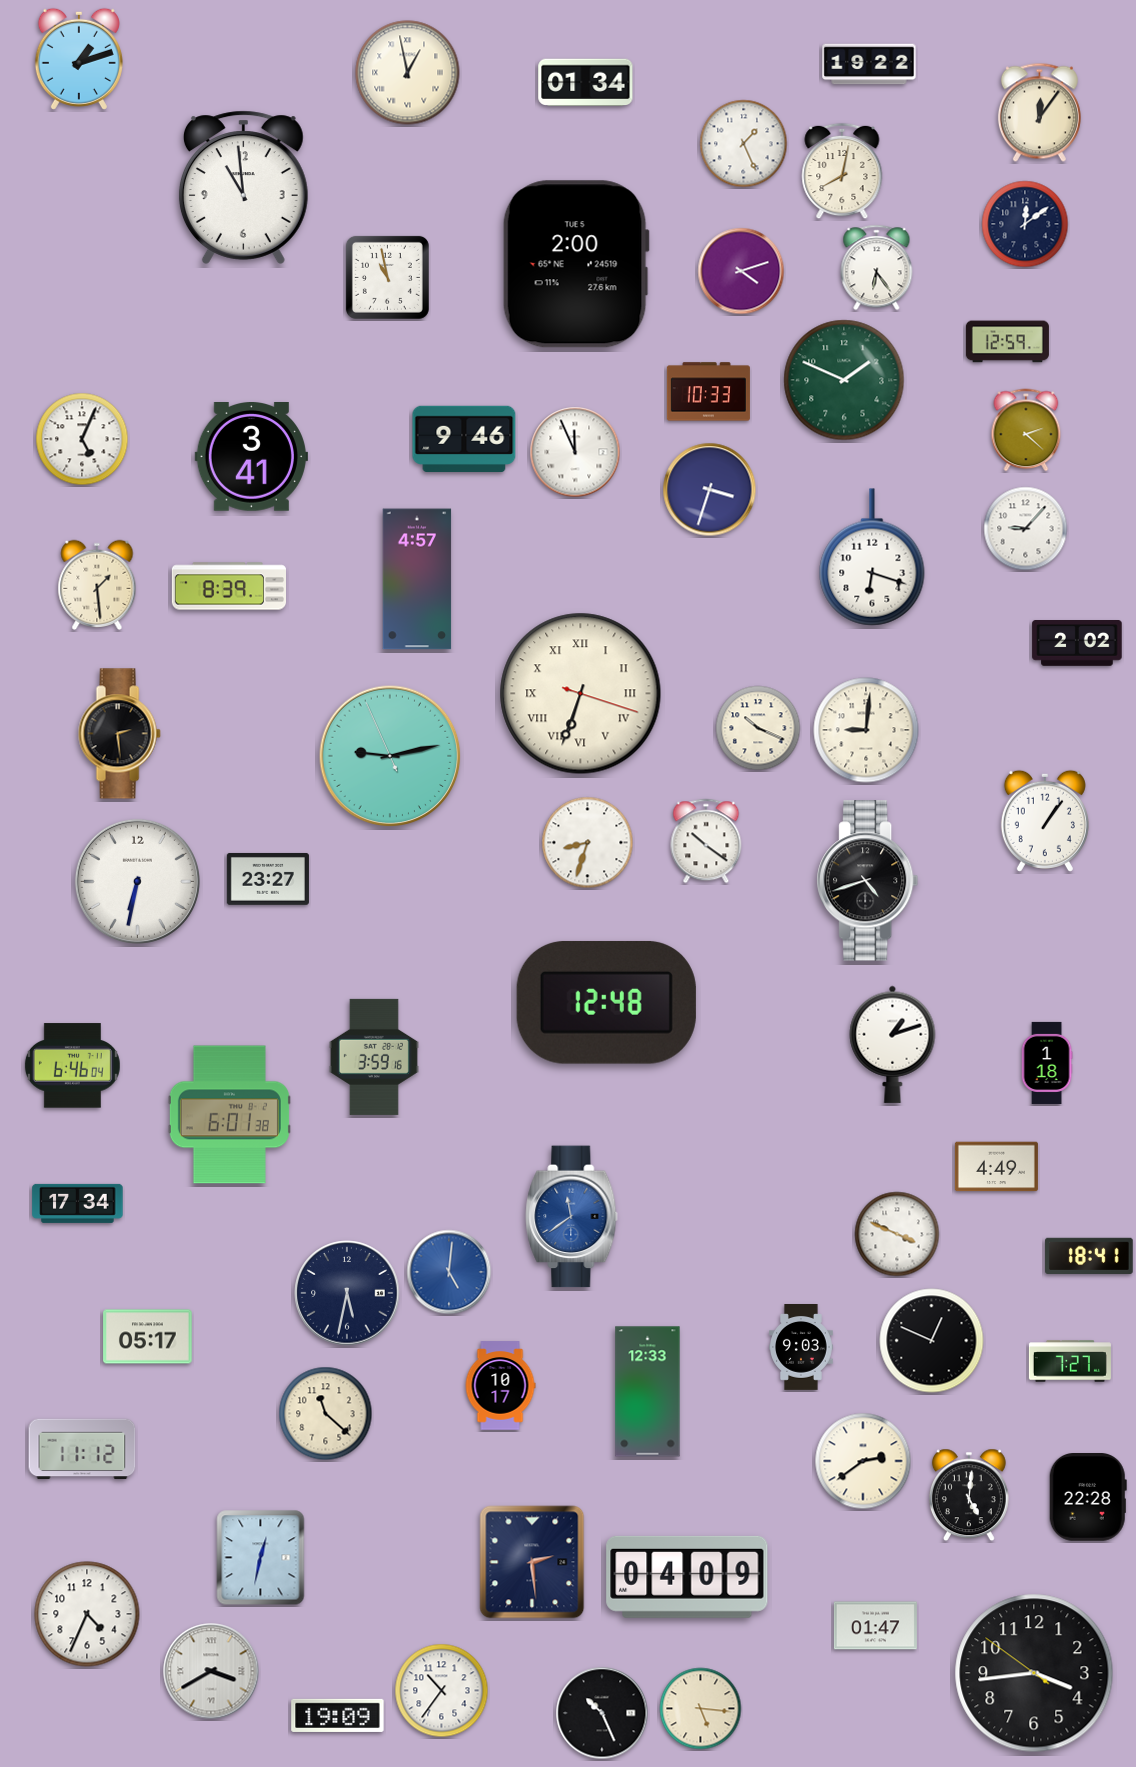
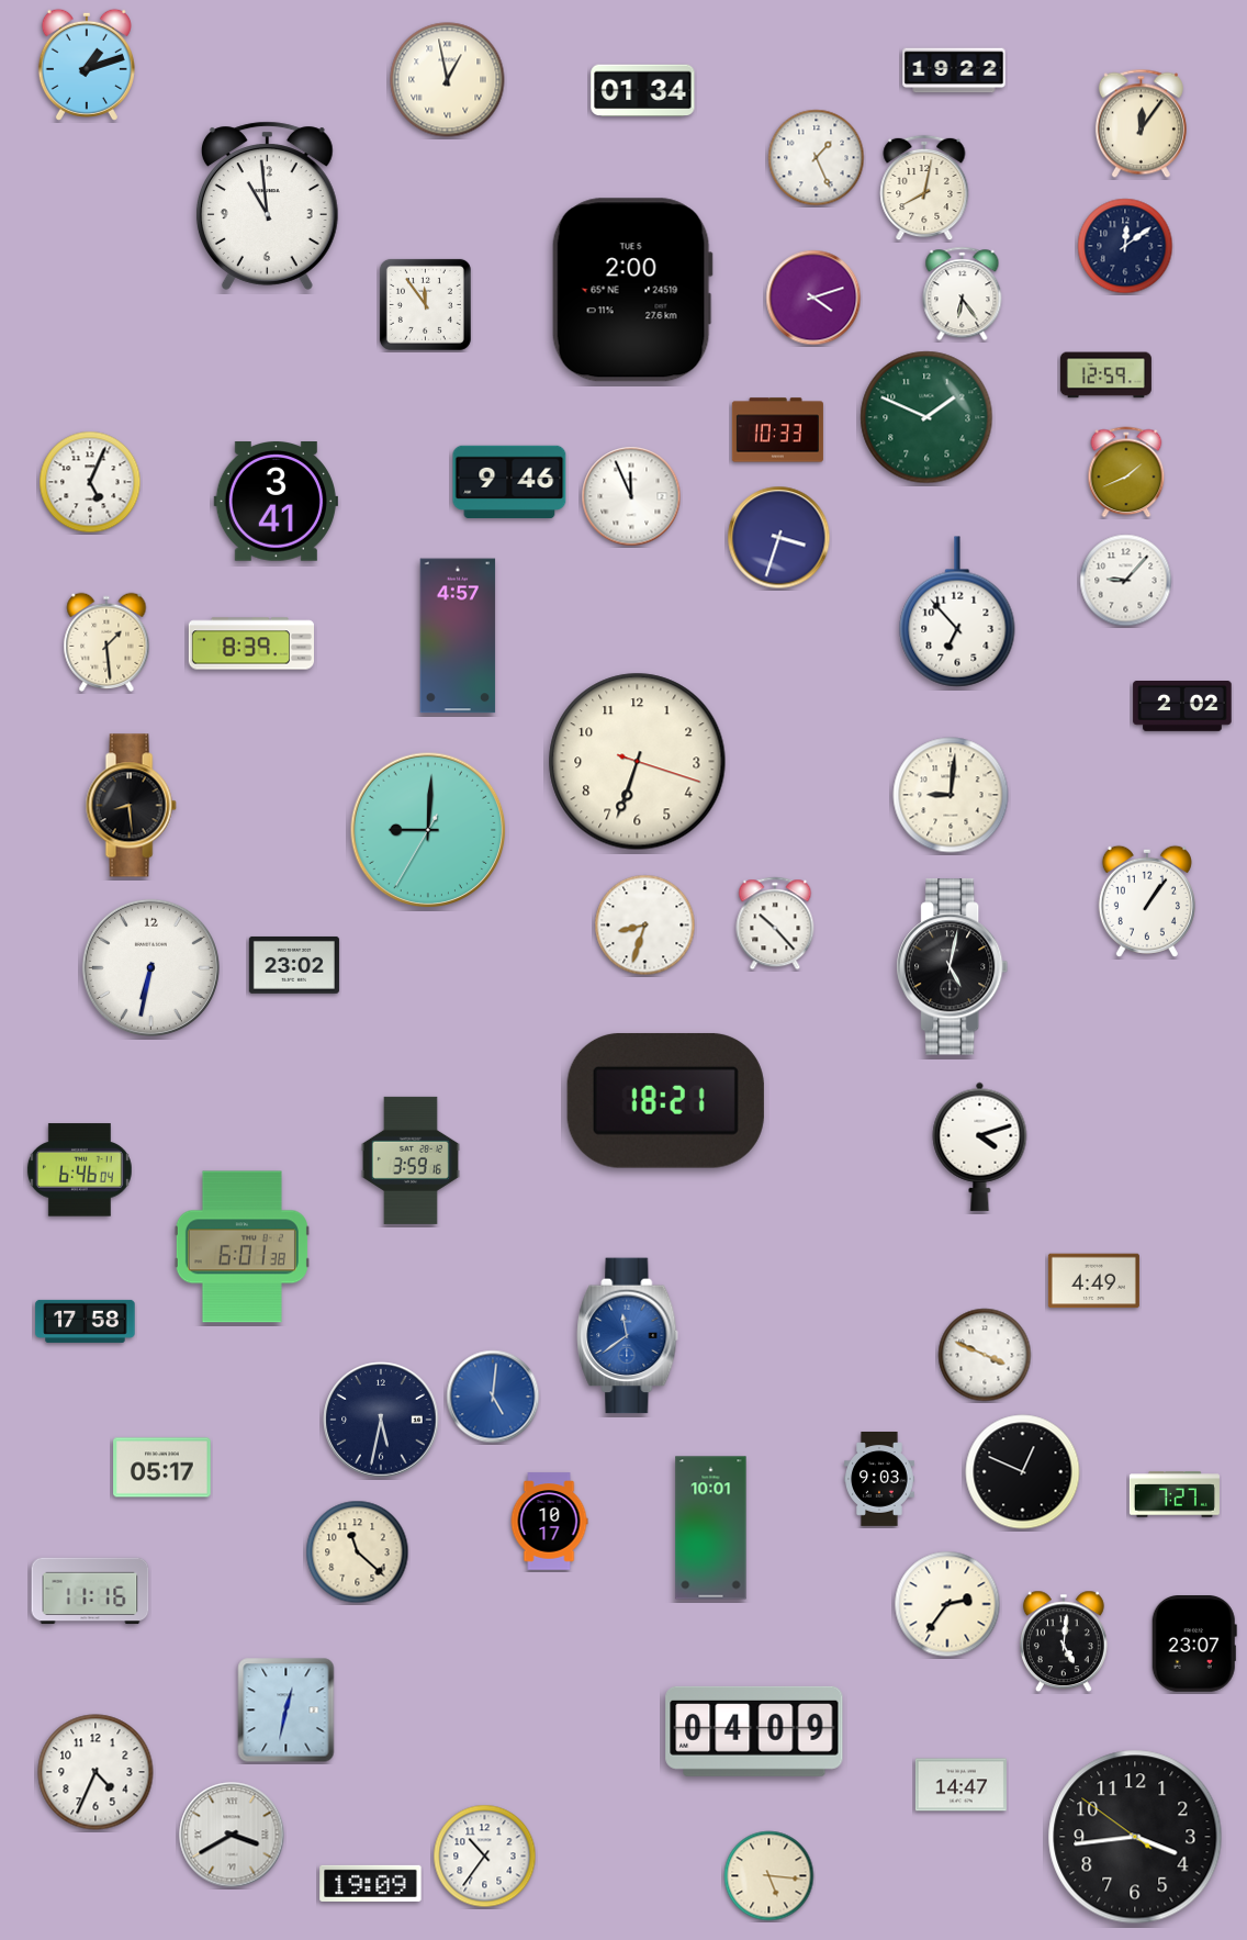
clock at (387, 277): 10:58 -> 11:54
clock at (1026, 430): 2:22 -> 1:41
clock at (872, 557): 6:18 -> 6:53
clock at (581, 694) numerals: Roman -> Arabic
clock at (758, 728): 10:19 -> none
clock at (866, 730) position: (866, 730) -> (951, 795)
clock at (119, 734): 2:29 -> 8:29
clock at (390, 756): 9:12 -> 9:00
clock at (706, 841): 10:21 -> 10:23
clock at (268, 879): 23:27 -> 23:02
clock at (868, 881): 4:42 -> 5:02
clock at (606, 1002): 12:48 -> 18:21
clock at (893, 1044): 1:12 -> 4:12
clock at (1047, 1063): 1:18 -> none
clock at (229, 1115) position: (229, 1115) -> (241, 1247)
clock at (78, 1203): 17:34 -> 17:58
clock at (1089, 1255): 18:41 -> none
clock at (648, 1392): 12:33 -> 10:01
clock at (82, 1449): 11:12 -> 11:16
clock at (863, 1461): 2:39 -> 2:36
clock at (1088, 1498): 22:28 -> 23:07
clock at (532, 1562): 2:29 -> none
clock at (875, 1626): 01:47 -> 14:47
clock at (602, 1713): 10:26 -> none
